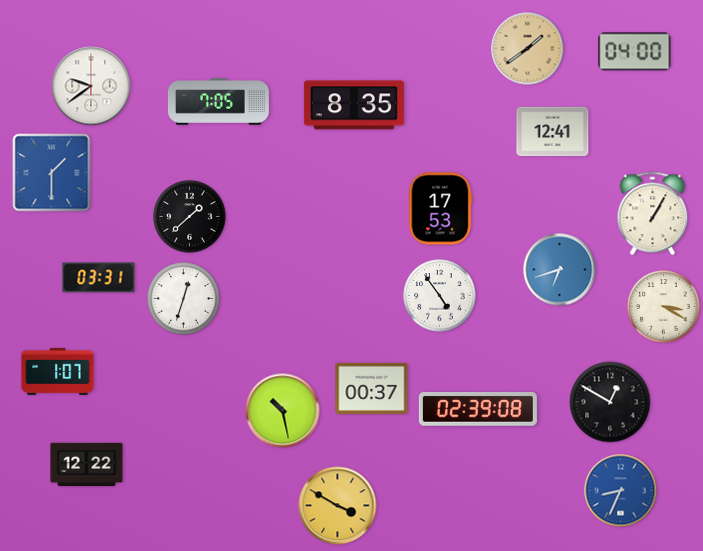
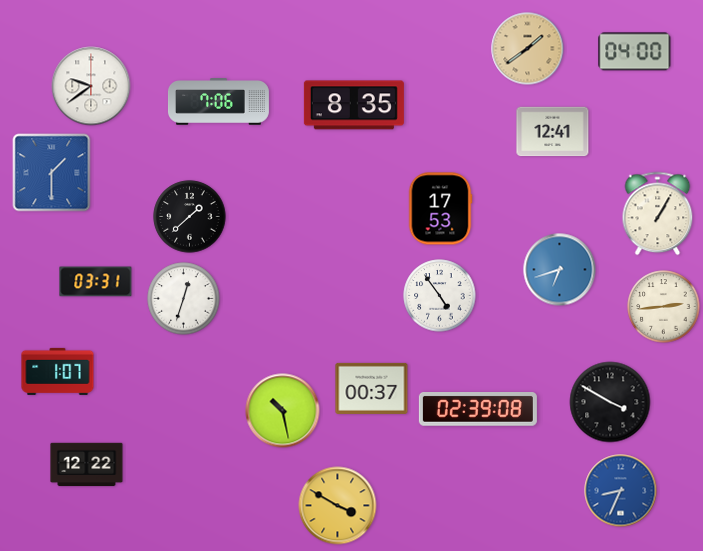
clock at (218, 102): 7:05 -> 7:06
clock at (653, 214) position: (653, 214) -> (658, 214)
clock at (99, 278) position: (99, 278) -> (96, 282)
clock at (664, 307): 3:20 -> 2:44
clock at (610, 402): 12:50 -> 3:50
